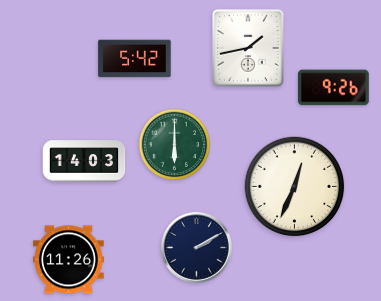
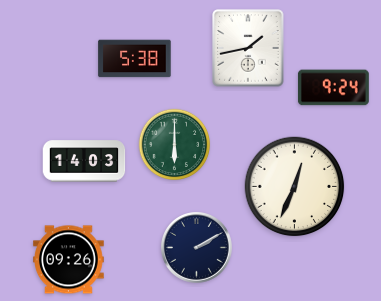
clock at (135, 59): 5:42 -> 5:38
clock at (334, 88): 9:26 -> 9:24
clock at (69, 260): 11:26 -> 09:26
